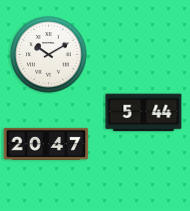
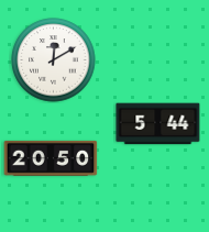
clock at (49, 55): 10:10 -> 12:10
clock at (46, 144): 20:47 -> 20:50
